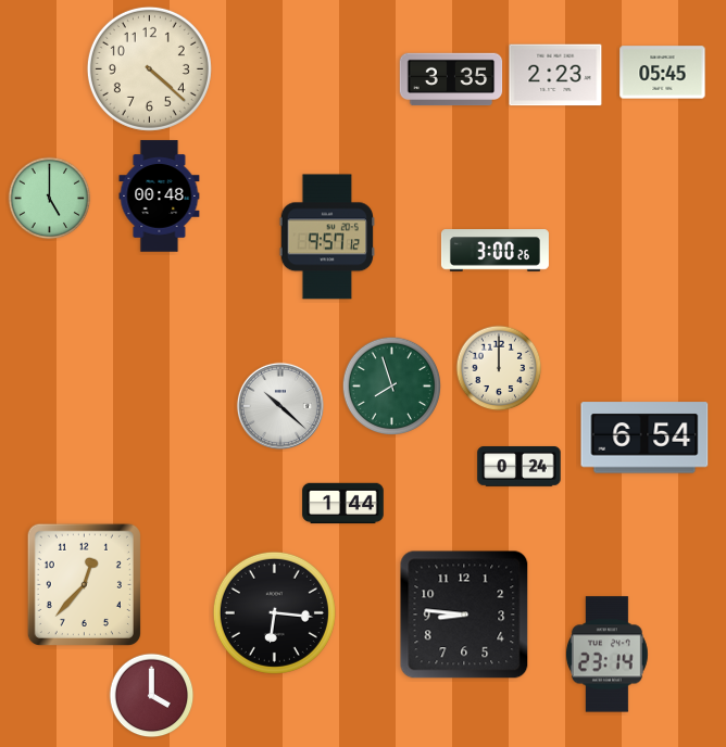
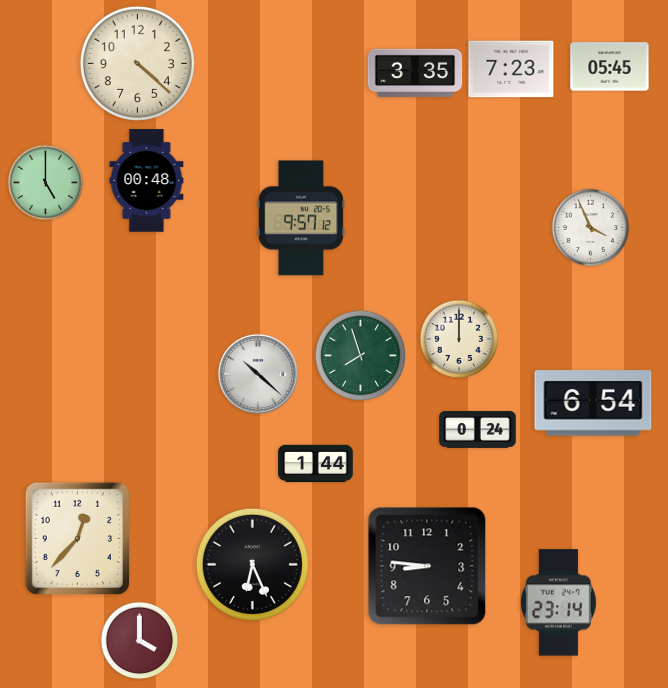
clock at (555, 75): 2:23 -> 7:23
clock at (591, 228): none -> 3:56
clock at (495, 251): 3:00 -> none
clock at (274, 612): 6:16 -> 6:26
